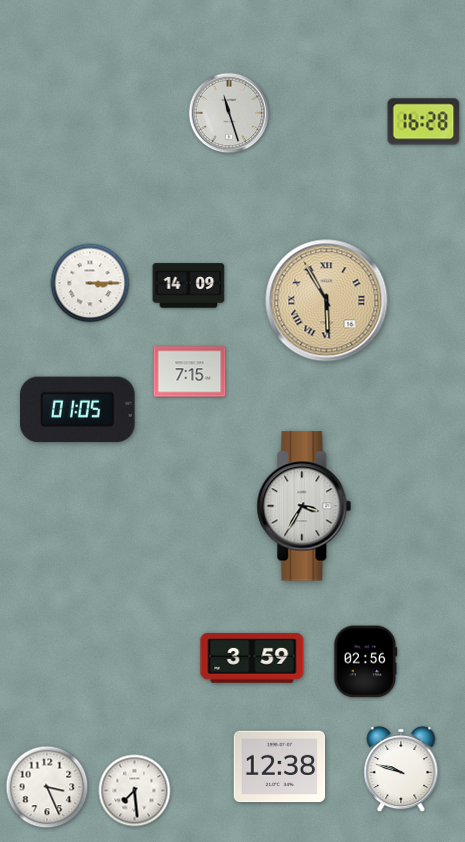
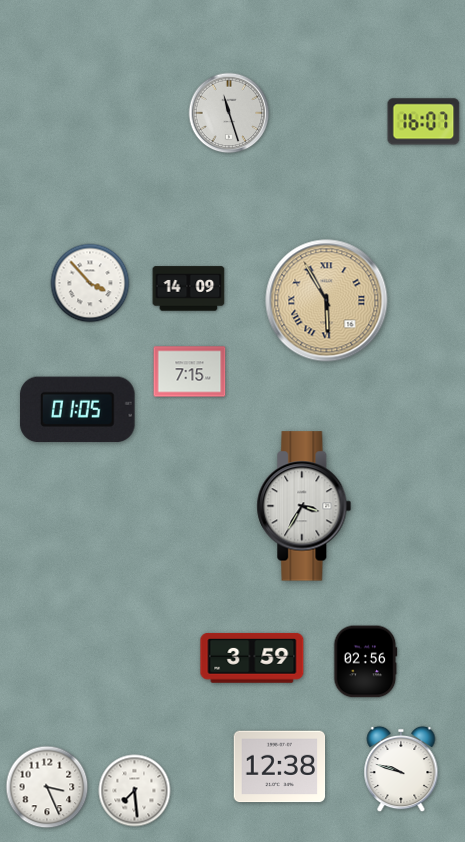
clock at (424, 122): 16:28 -> 16:07
clock at (90, 283): 3:15 -> 3:53
clock at (189, 286) position: (189, 286) -> (189, 289)
